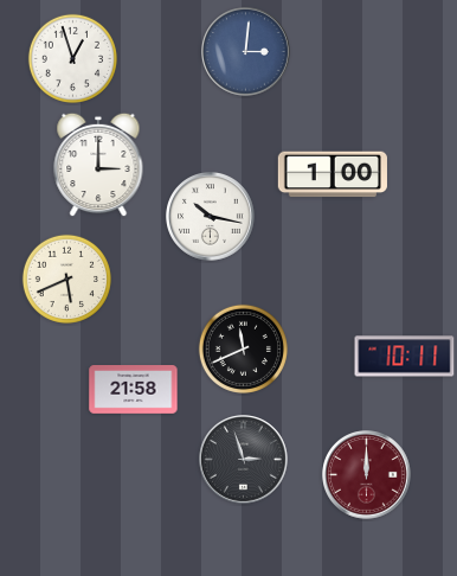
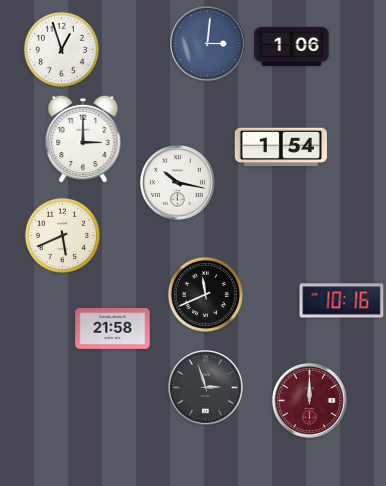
clock at (292, 46): none -> 1:06
clock at (333, 174): 1:00 -> 1:54
clock at (66, 279) position: (66, 279) -> (62, 235)
clock at (405, 357): 10:11 -> 10:16
